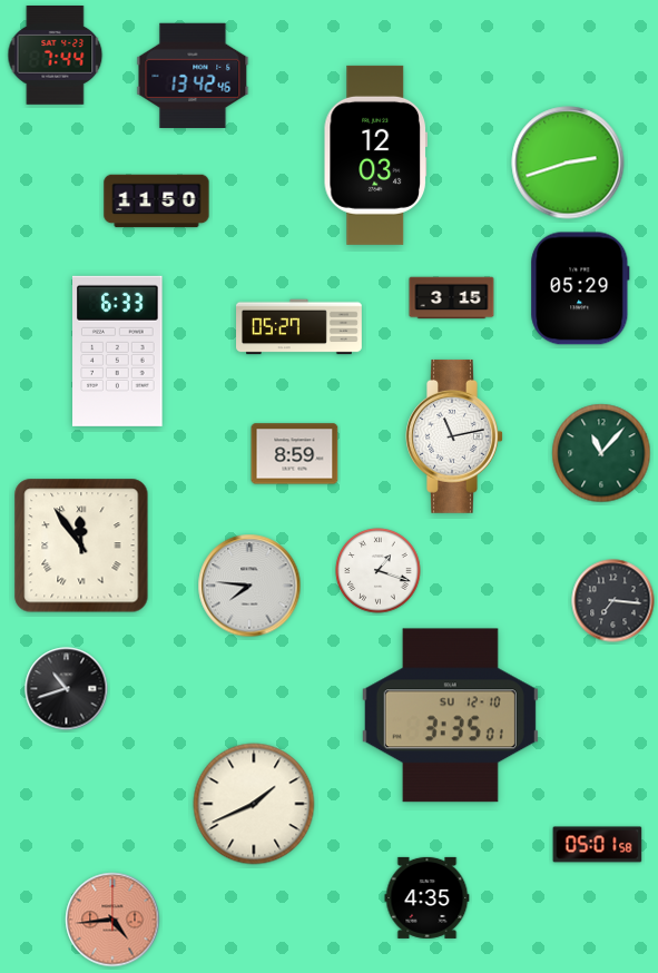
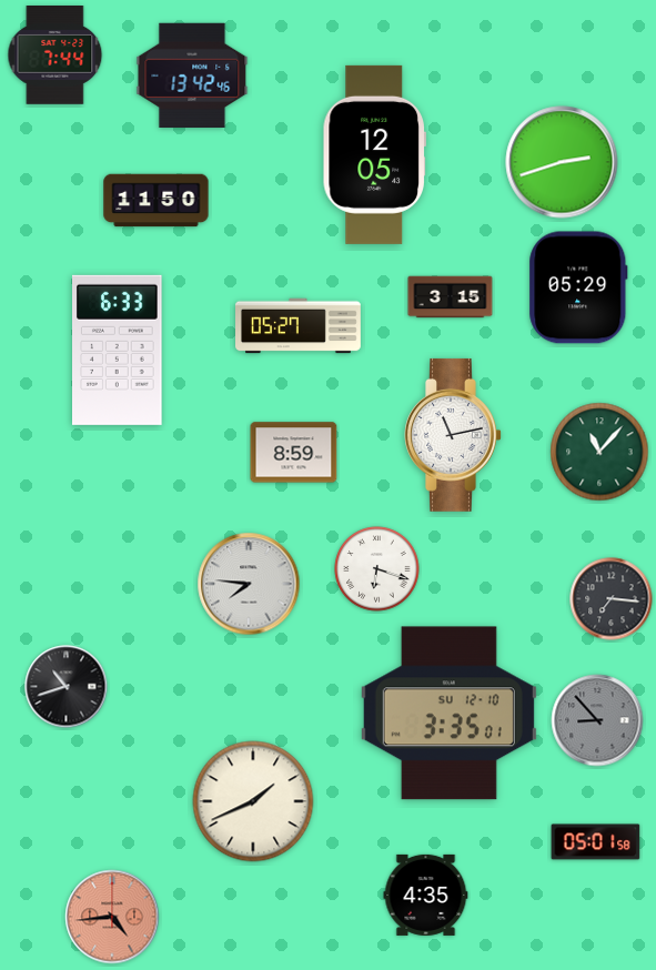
clock at (375, 155): 12:03 -> 12:05
clock at (568, 163) position: (568, 163) -> (562, 162)
clock at (81, 546): 11:54 -> none
clock at (379, 571): 1:18 -> 6:18
clock at (597, 720): none -> 8:53
